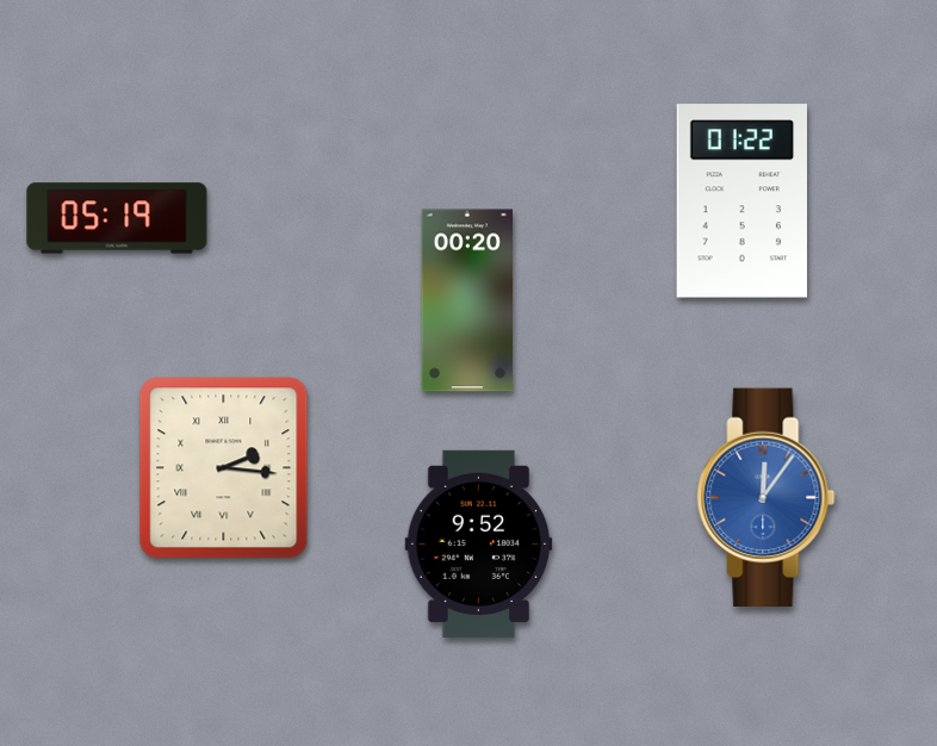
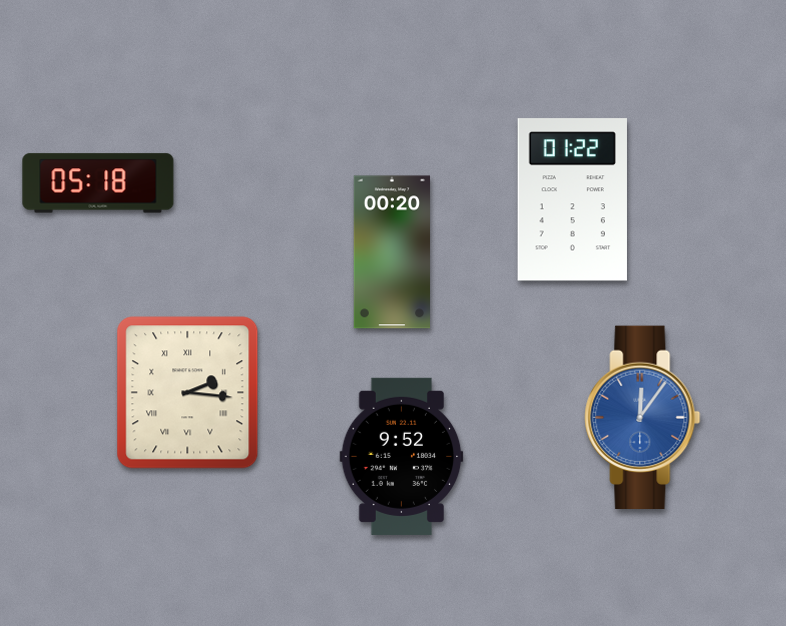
clock at (741, 201) position: (741, 201) -> (572, 200)
clock at (117, 218): 05:19 -> 05:18
